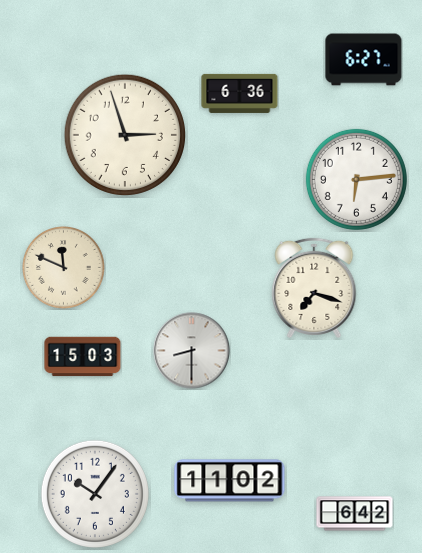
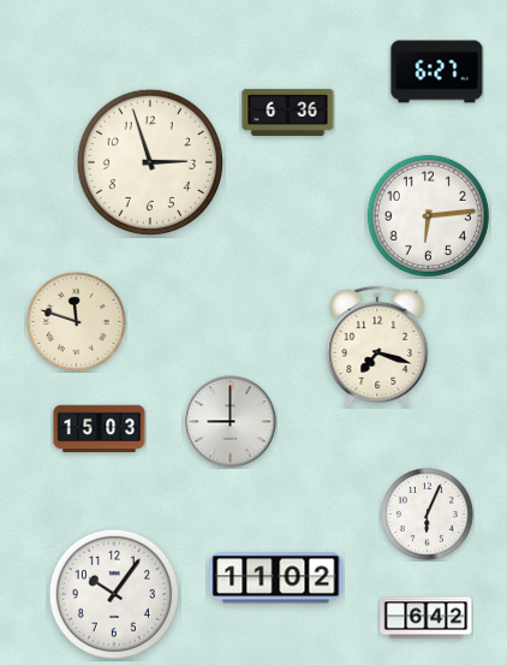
clock at (64, 268): 11:49 -> 11:48
clock at (192, 351): 8:30 -> 9:00
clock at (428, 515): none -> 6:04
